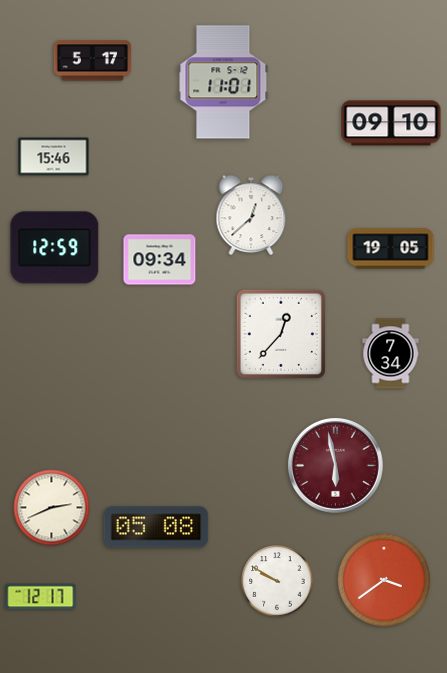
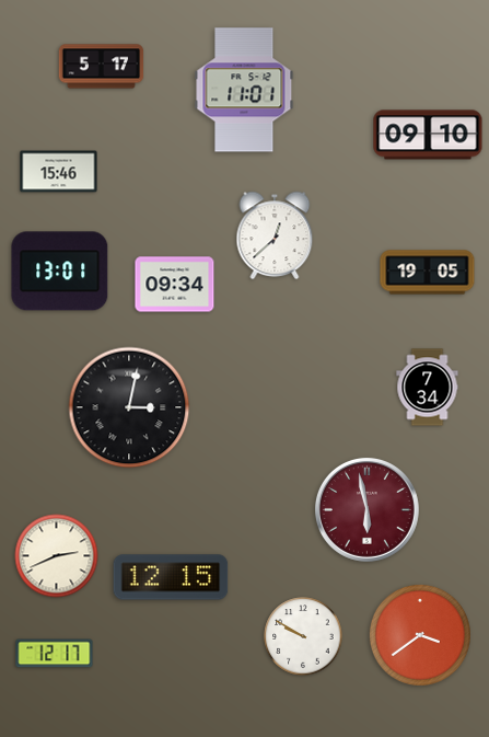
clock at (55, 248): 12:59 -> 13:01
clock at (281, 334): 12:37 -> none
clock at (129, 407): none -> 3:02
clock at (156, 527): 05:08 -> 12:15
clock at (41, 597) position: (41, 597) -> (55, 654)
